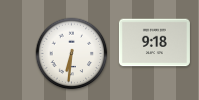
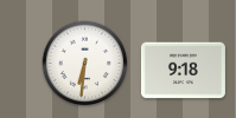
clock at (154, 43) position: (154, 43) -> (183, 71)
